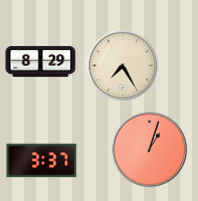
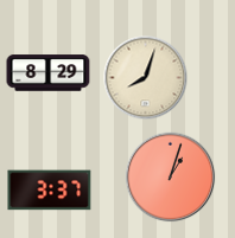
clock at (123, 66): 7:25 -> 8:03
clock at (150, 150) position: (150, 150) -> (171, 178)
